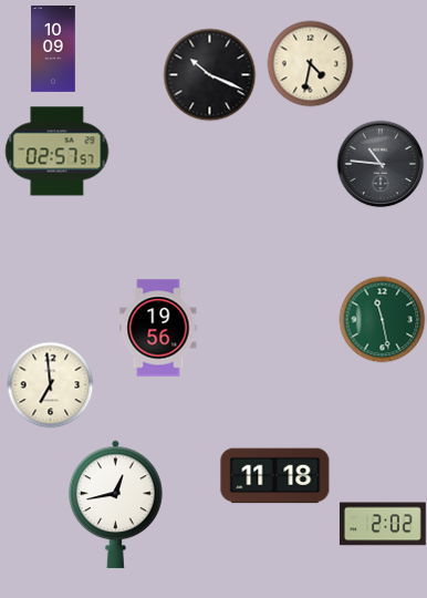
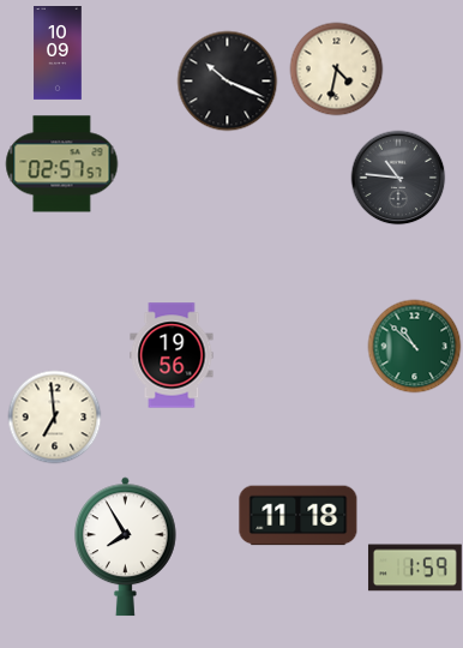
clock at (381, 164) position: (381, 164) -> (398, 178)
clock at (382, 319): 11:28 -> 10:52
clock at (116, 505): 12:43 -> 7:55
clock at (383, 524): 2:02 -> 1:59
